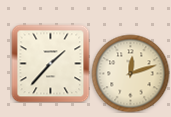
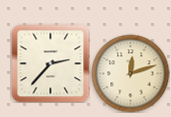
clock at (50, 63): 1:37 -> 2:37
